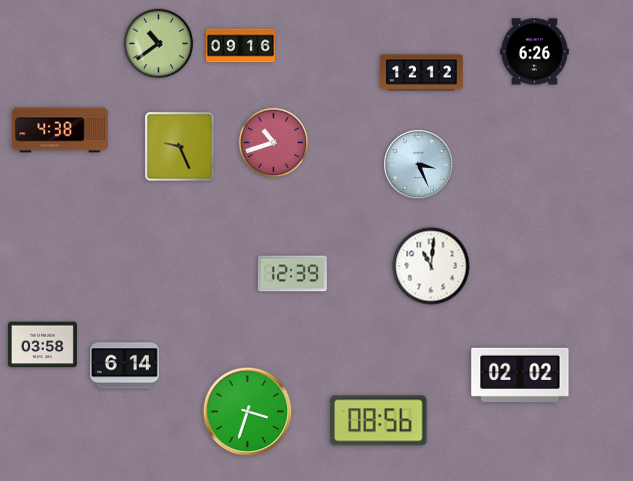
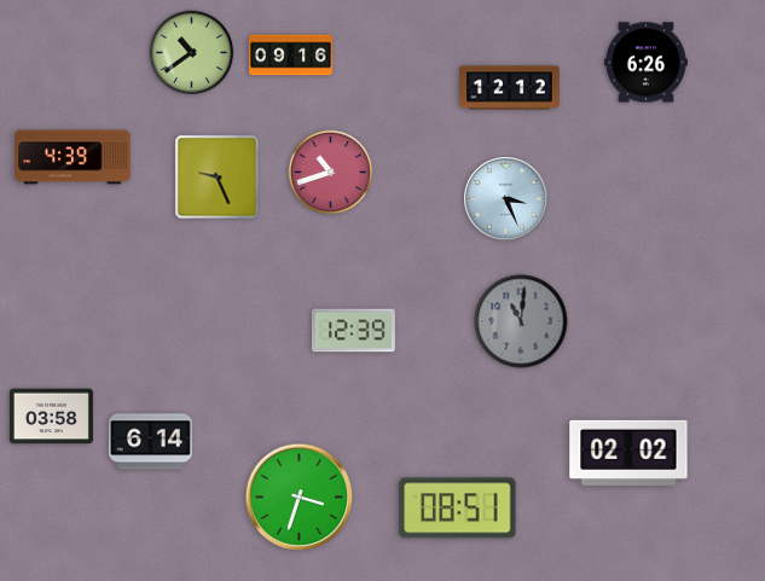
clock at (60, 130): 4:38 -> 4:39
clock at (431, 266) dial: white -> grey
clock at (379, 421): 08:56 -> 08:51
